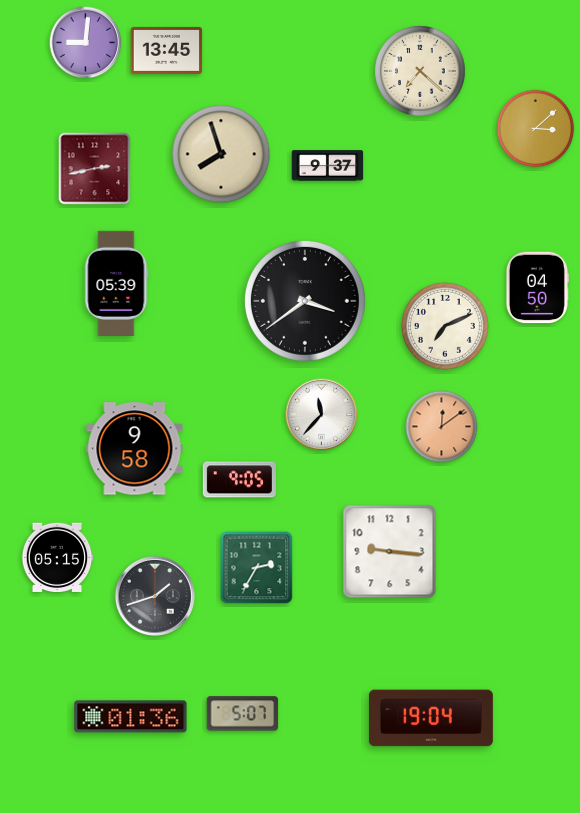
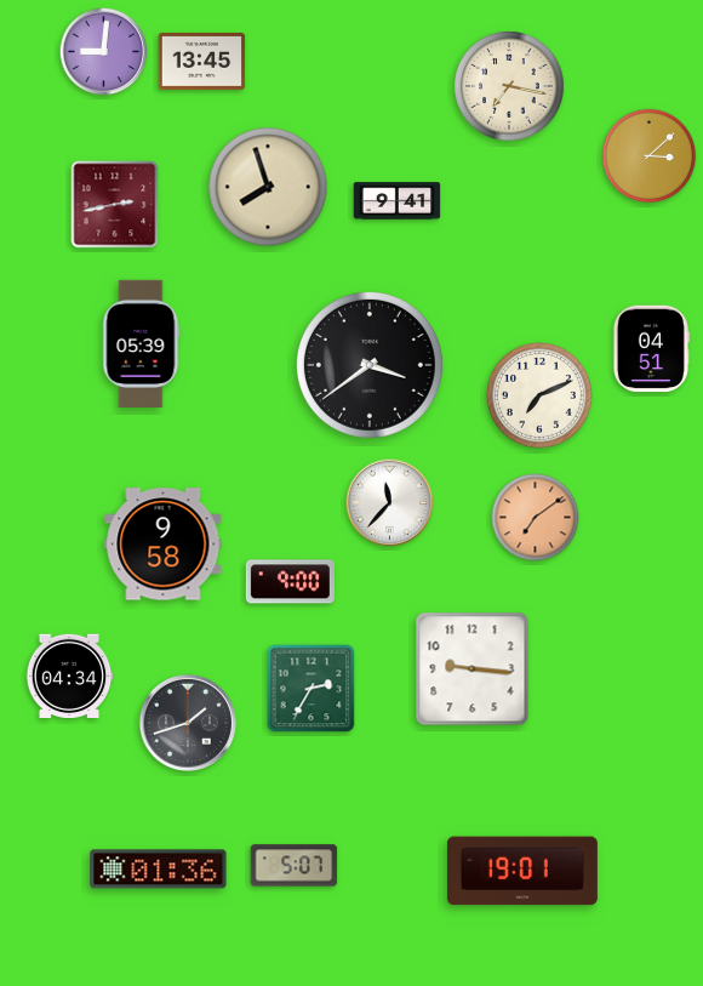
clock at (420, 71): 7:22 -> 7:17
clock at (328, 166): 9:37 -> 9:41
clock at (537, 288): 04:50 -> 04:51
clock at (442, 427): 12:09 -> 7:09
clock at (239, 480): 9:05 -> 9:00
clock at (57, 557): 05:15 -> 04:34
clock at (431, 718): 19:04 -> 19:01
